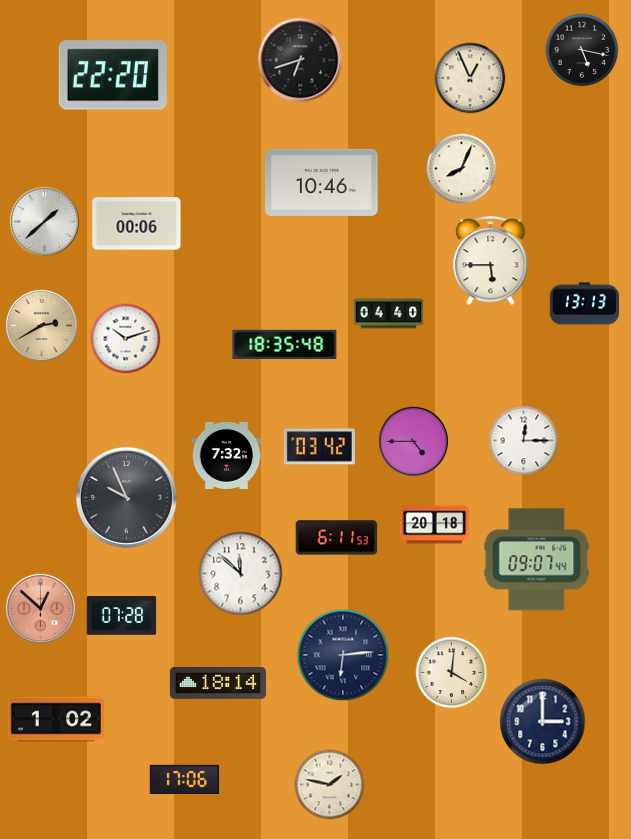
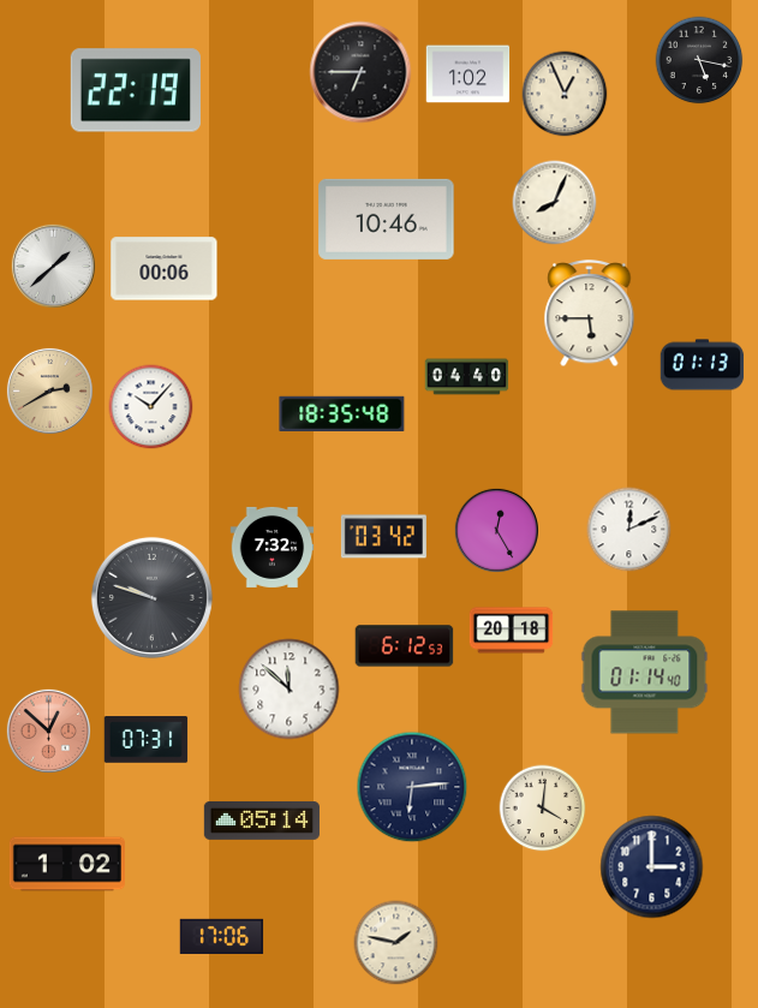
clock at (300, 60): 6:42 -> 6:45
clock at (468, 74): none -> 1:02
clock at (113, 75): 22:20 -> 22:19
clock at (585, 304): 13:13 -> 01:13
clock at (126, 339): 10:12 -> 10:07
clock at (413, 441): 4:45 -> 12:25
clock at (524, 441): 12:15 -> 12:11
clock at (126, 497): 9:56 -> 9:48
clock at (435, 525) position: (435, 525) -> (512, 631)
clock at (337, 538): 6:11 -> 6:12
clock at (537, 560): 09:07 -> 01:14
clock at (122, 616): 07:28 -> 07:31
clock at (218, 683): 18:14 -> 05:14
